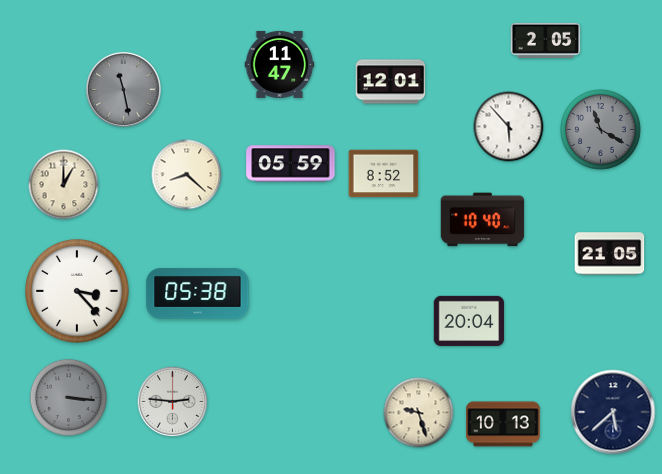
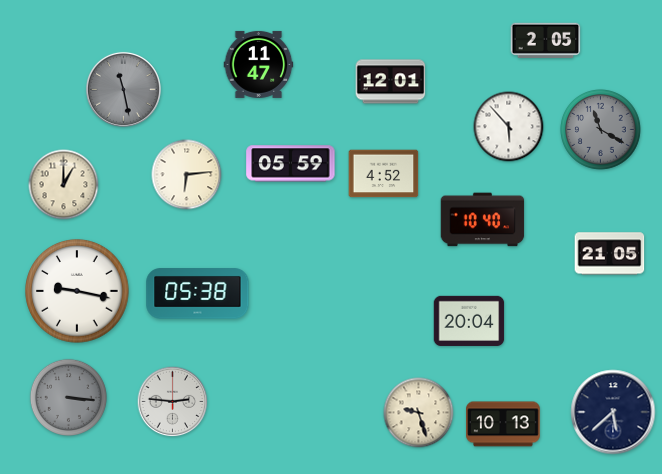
clock at (280, 64) position: (280, 64) -> (259, 64)
clock at (384, 174): 8:52 -> 4:52
clock at (187, 175): 8:22 -> 6:14
clock at (77, 291): 3:23 -> 9:17
